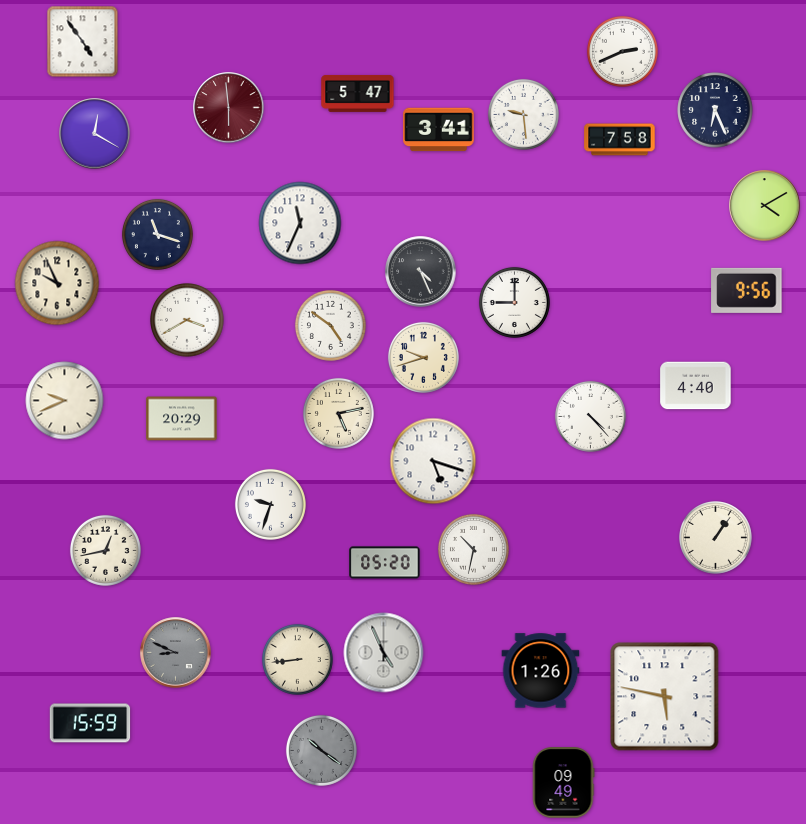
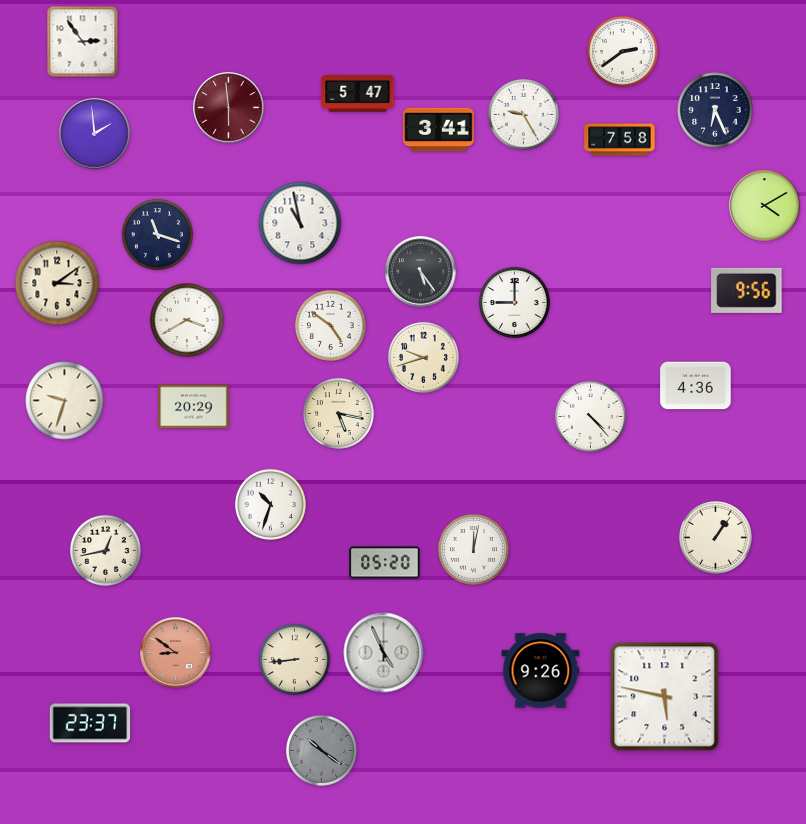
clock at (83, 42): 4:54 -> 2:54
clock at (622, 51): 2:41 -> 2:39
clock at (523, 114): 9:29 -> 9:25
clock at (95, 134): 12:20 -> 1:59
clock at (300, 223): 11:34 -> 10:58
clock at (421, 272): 4:26 -> 5:24
clock at (57, 283): 9:56 -> 3:09
clock at (696, 386): 4:40 -> 4:36
clock at (65, 401): 9:41 -> 9:33
clock at (338, 413): 5:13 -> 5:17
clock at (182, 419) position: (182, 419) -> (194, 407)
clock at (433, 461): 5:18 -> none
clock at (270, 504): 9:33 -> 10:33
clock at (473, 549): 10:32 -> 12:02
clock at (176, 653): 8:49 -> 8:51
clock at (176, 653) dial: grey -> salmon
clock at (297, 659) position: (297, 659) -> (294, 659)
clock at (541, 671): 1:26 -> 9:26
clock at (90, 723): 15:59 -> 23:37
clock at (563, 783): 09:49 -> none
